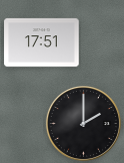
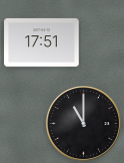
clock at (83, 123): 2:00 -> 11:00
